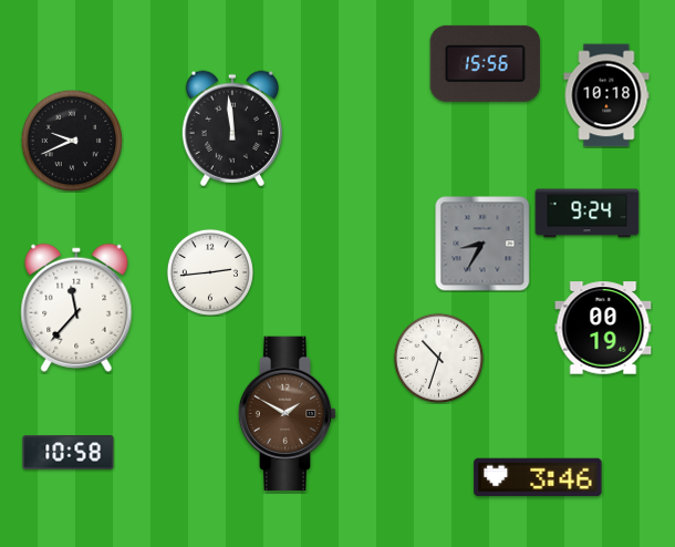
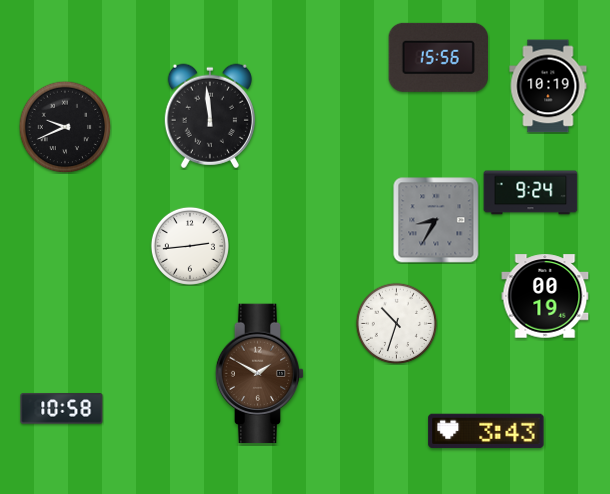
clock at (606, 95): 10:18 -> 10:19
clock at (76, 308): 11:37 -> none
clock at (538, 477): 3:46 -> 3:43
